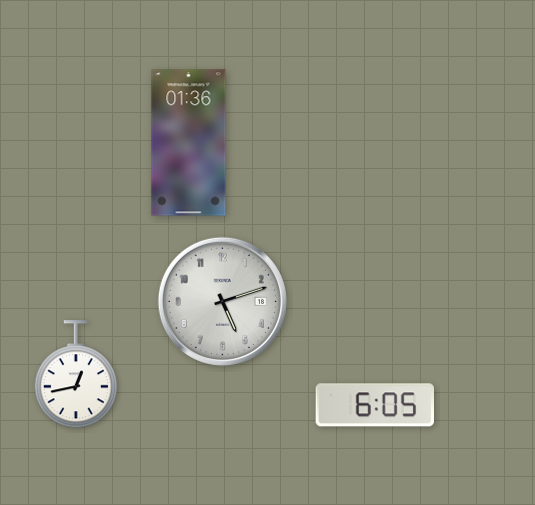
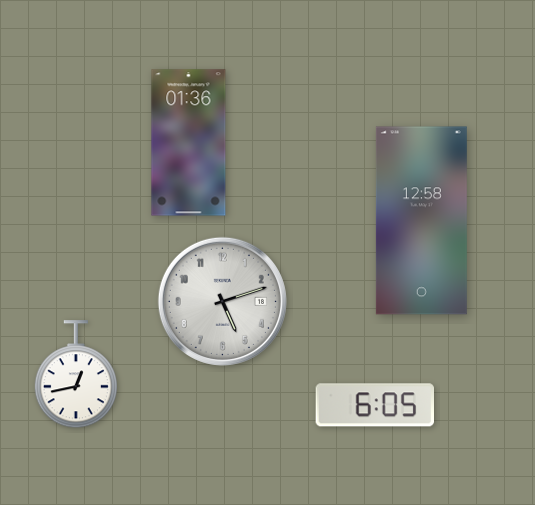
clock at (421, 221): none -> 12:58
